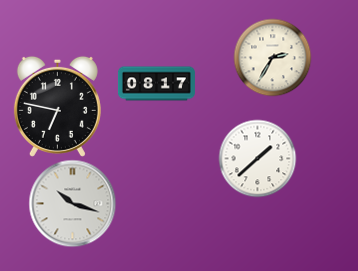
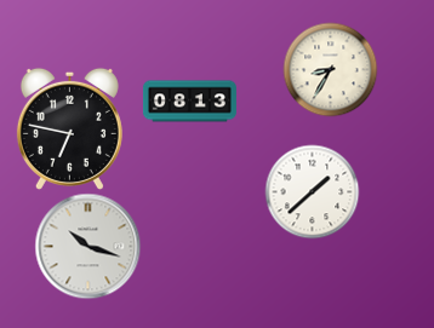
clock at (272, 57): 2:35 -> 8:35
clock at (156, 84): 08:17 -> 08:13
